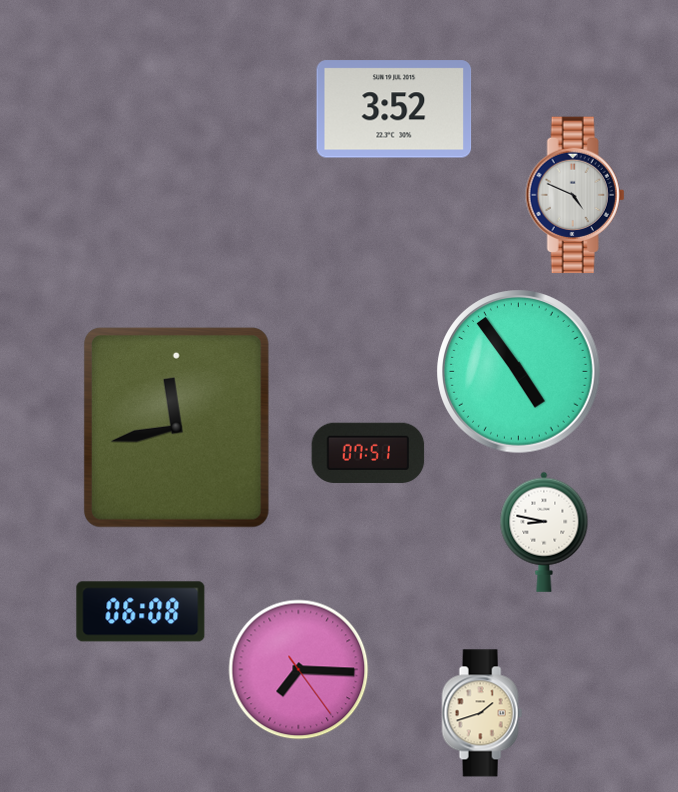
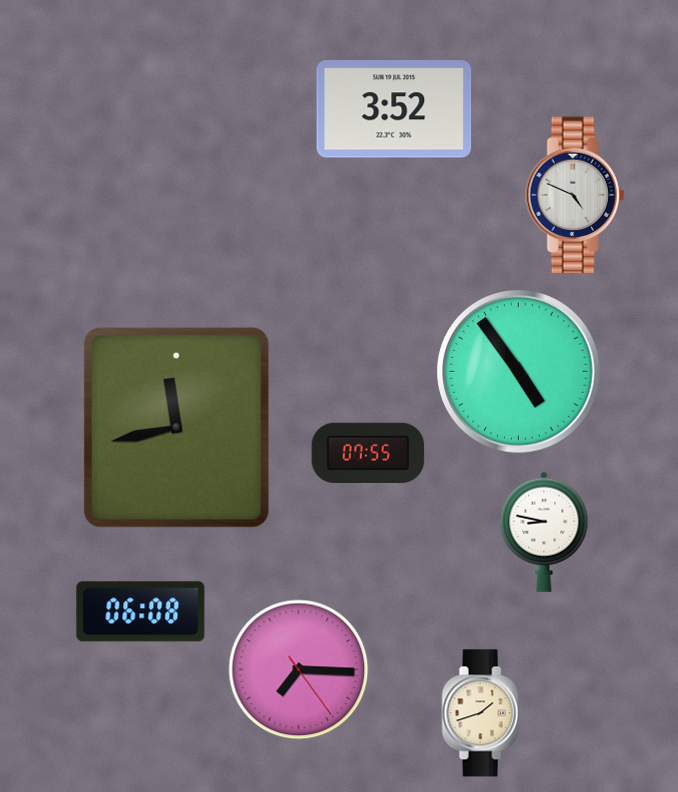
clock at (368, 453): 07:51 -> 07:55
